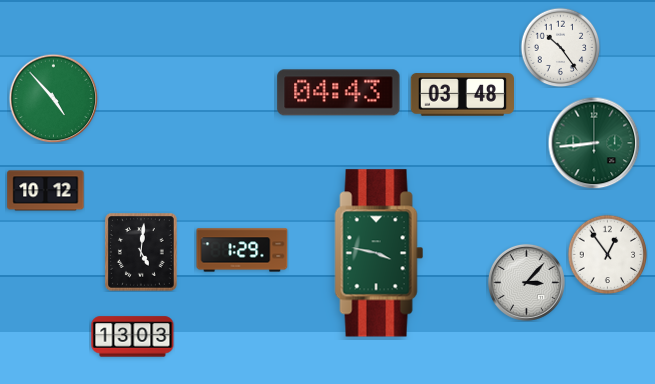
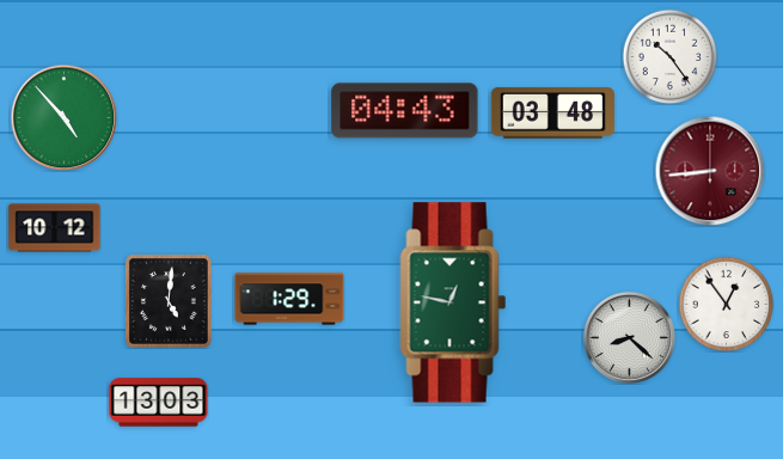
clock at (594, 143) dial: green -> burgundy
clock at (379, 253): 3:47 -> 12:47
clock at (526, 282): 3:07 -> 8:22
